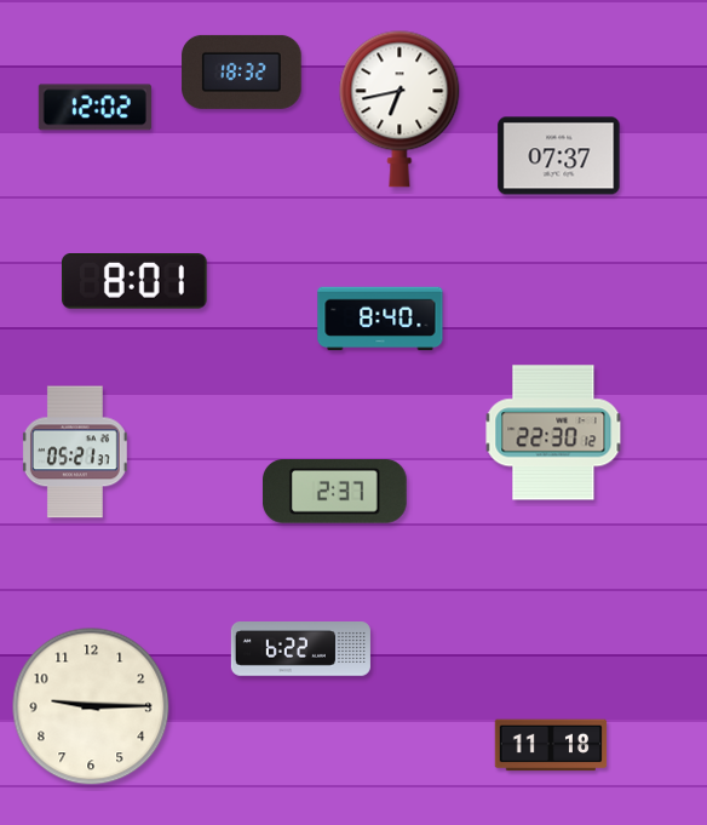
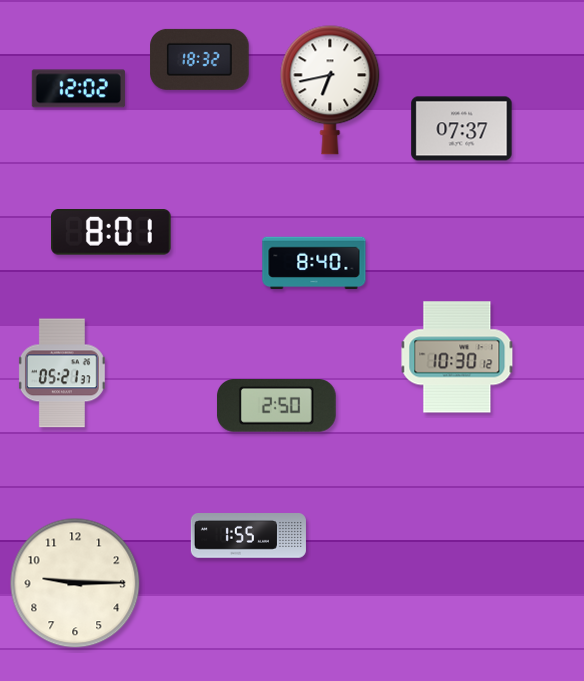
clock at (553, 432): 22:30 -> 10:30
clock at (334, 492): 2:37 -> 2:50
clock at (300, 649): 6:22 -> 1:55
clock at (551, 745): 11:18 -> none
